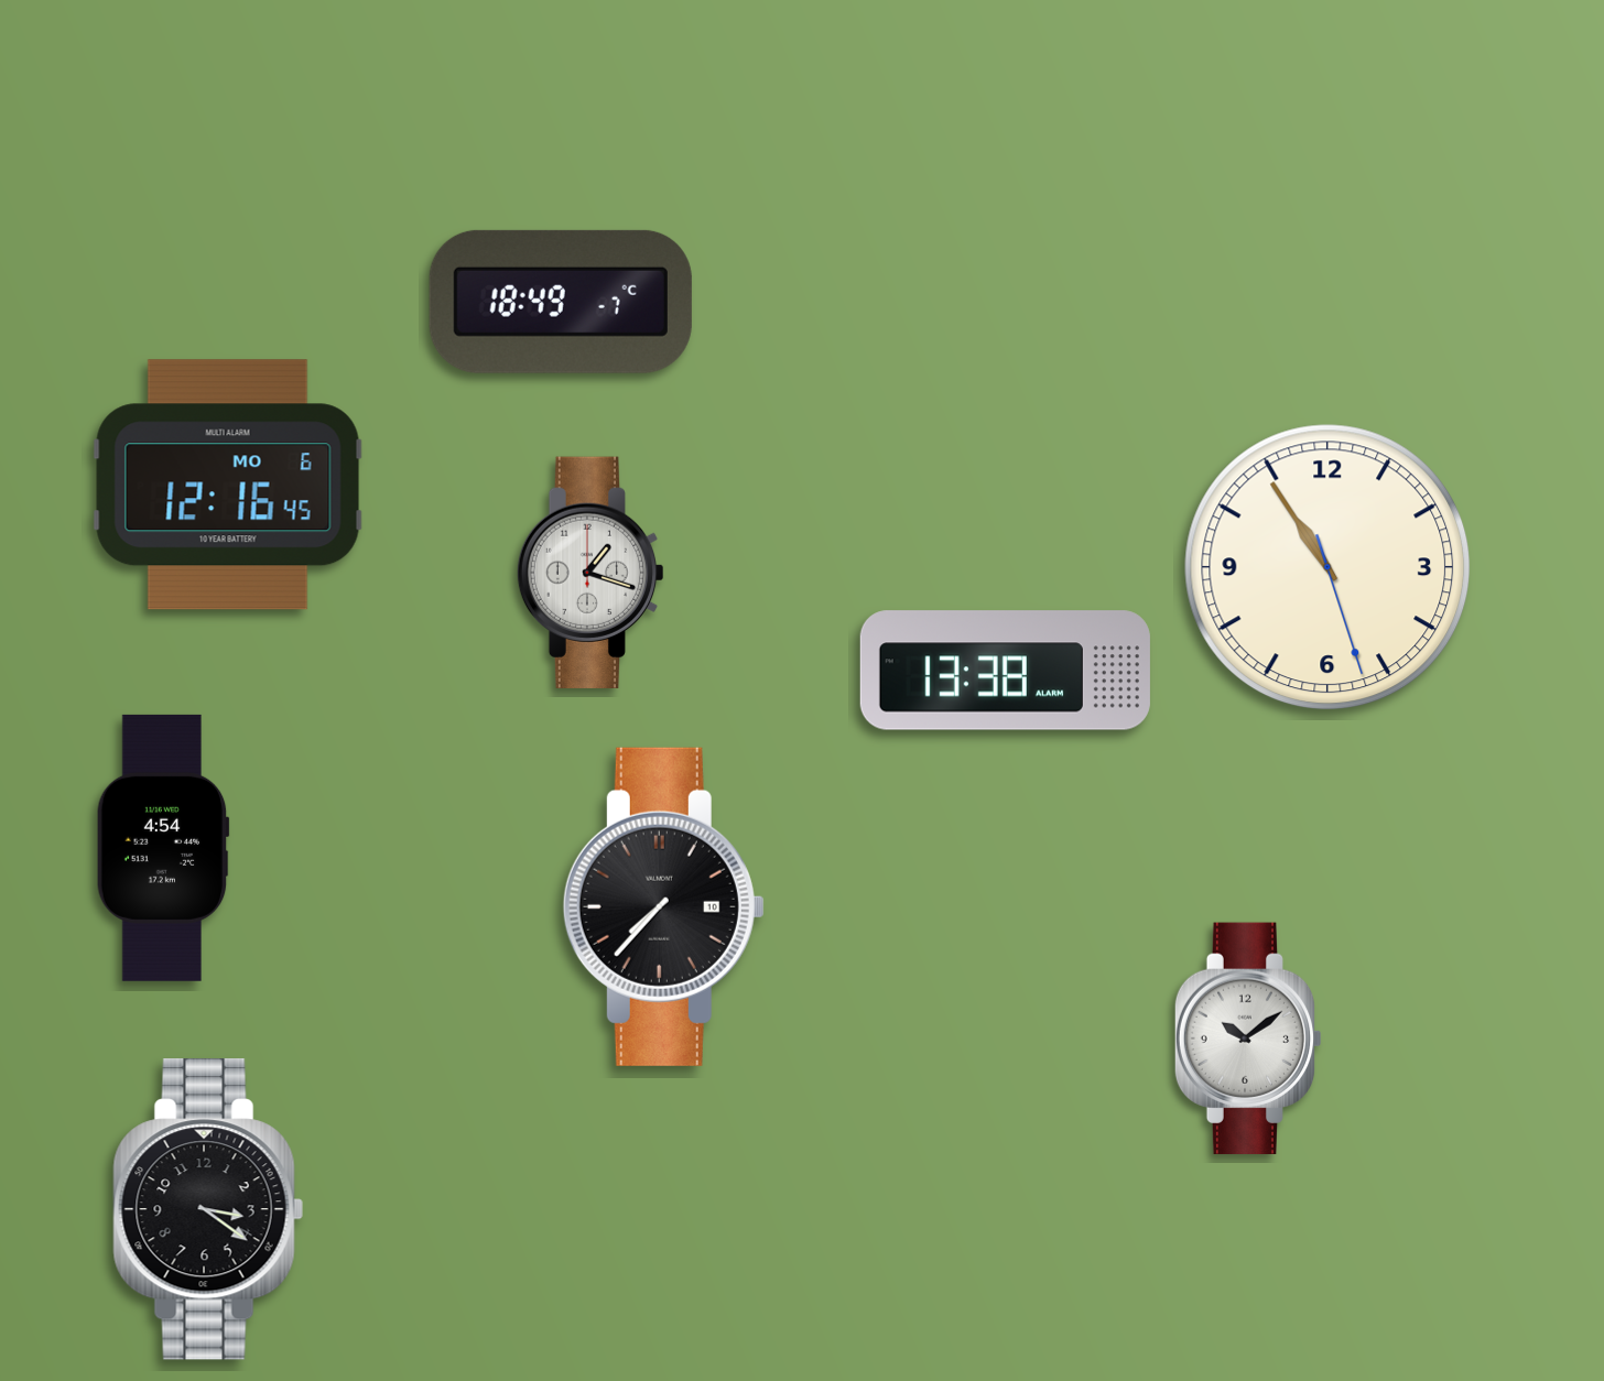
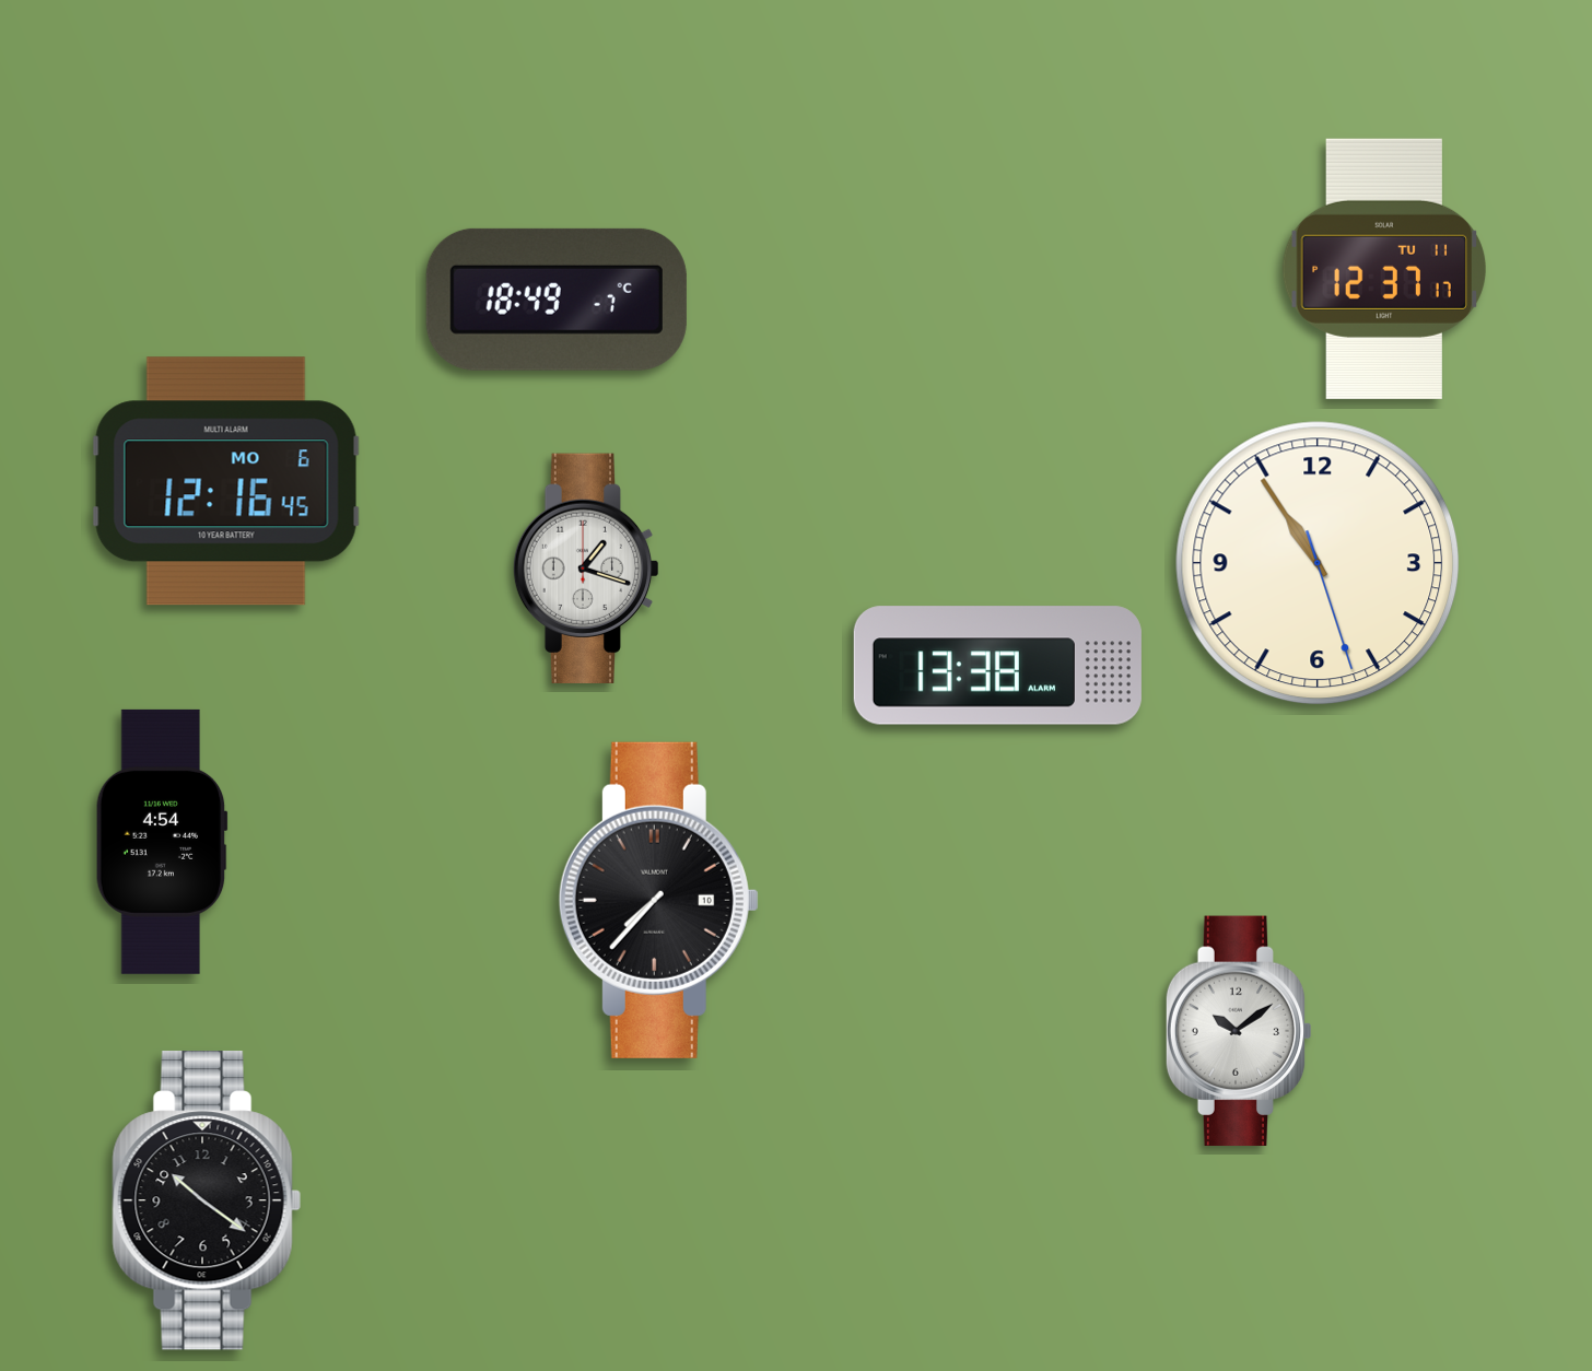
clock at (1383, 269): none -> 12:37
clock at (208, 1209): 3:21 -> 10:21
